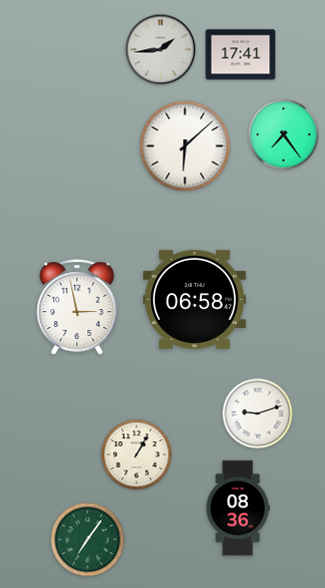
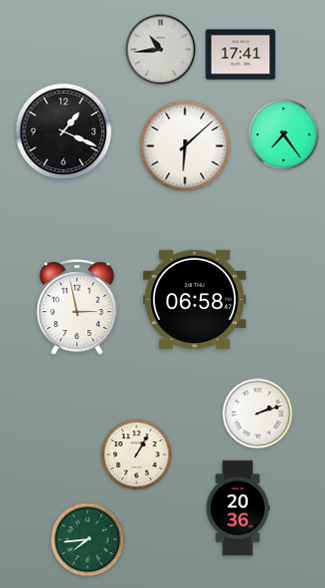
clock at (161, 50): 1:44 -> 10:44
clock at (64, 132): none -> 1:19
clock at (258, 414): 9:12 -> 2:12
clock at (238, 508): 08:36 -> 20:36
clock at (88, 540): 7:06 -> 7:44
